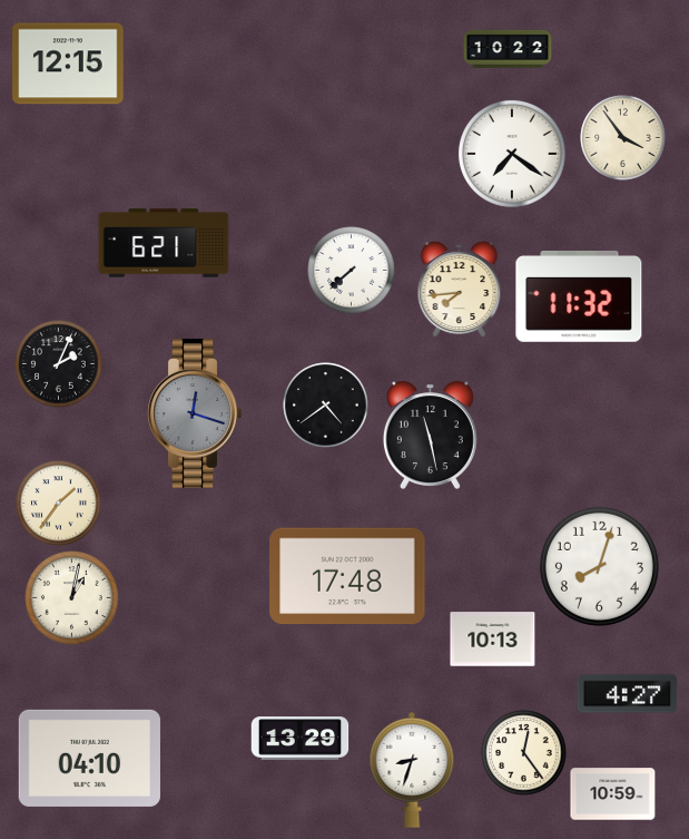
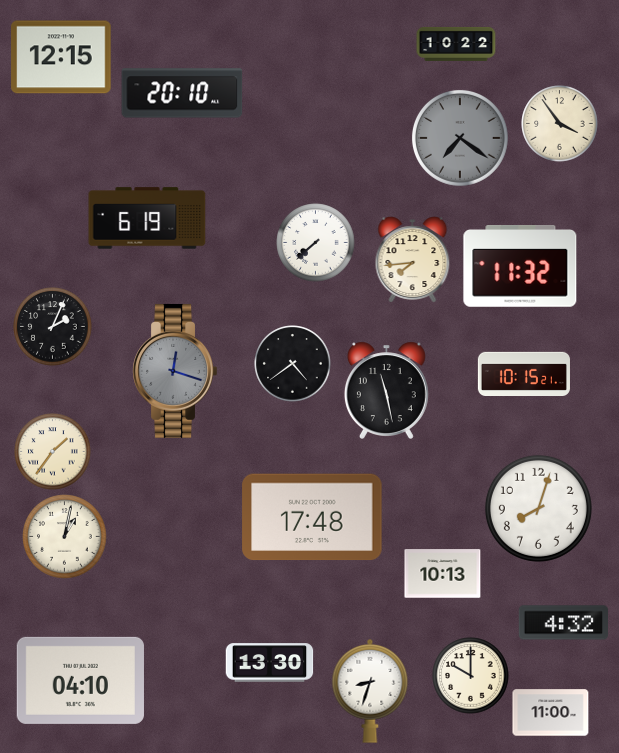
clock at (182, 93): none -> 20:10
clock at (512, 154) dial: white -> grey
clock at (164, 243): 6:21 -> 6:19
clock at (524, 373): none -> 10:15
clock at (627, 694): 4:27 -> 4:32
clock at (301, 739): 13:29 -> 13:30
clock at (524, 753): 12:24 -> 10:00
clock at (613, 794): 10:59 -> 11:00
